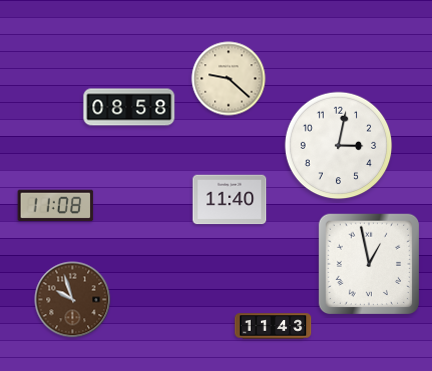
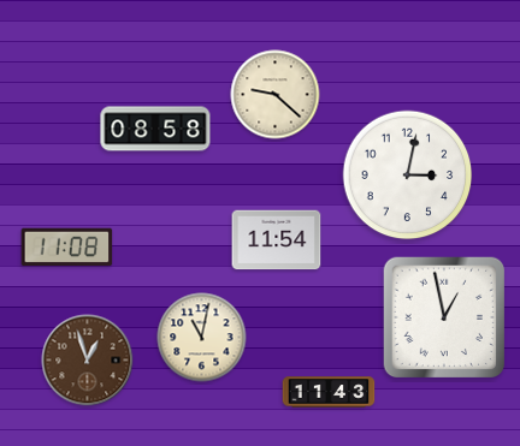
clock at (230, 200): 11:40 -> 11:54
clock at (202, 338): none -> 11:02
clock at (73, 300): 9:57 -> 12:57
